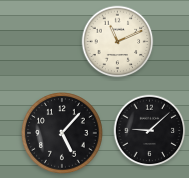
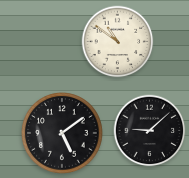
clock at (118, 42): 11:11 -> 10:51
clock at (62, 133): 5:07 -> 5:09
